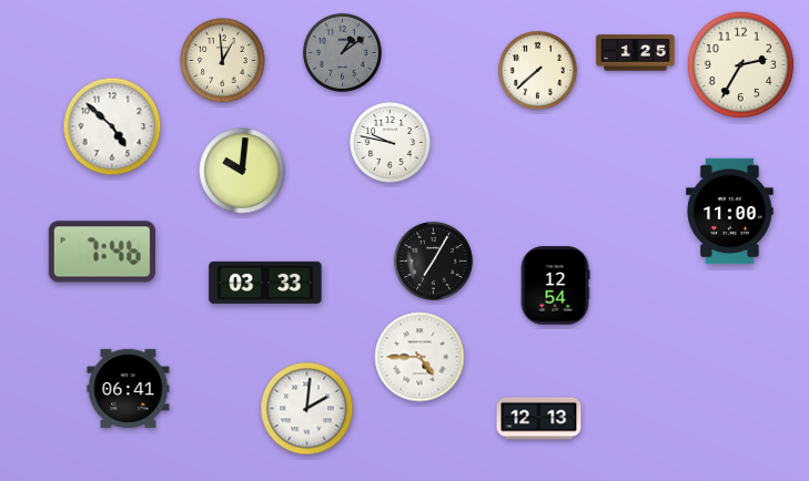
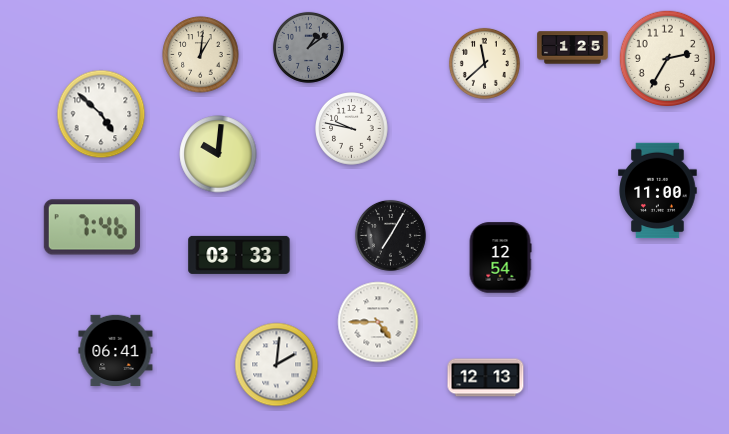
clock at (223, 61): 12:59 -> 1:01
clock at (537, 70): 7:38 -> 11:38
clock at (307, 409) position: (307, 409) -> (277, 365)
